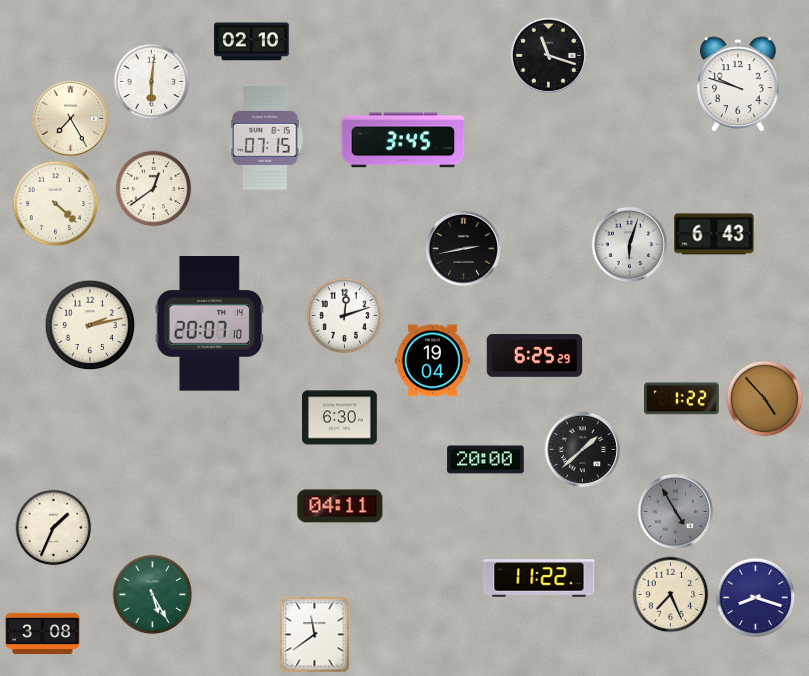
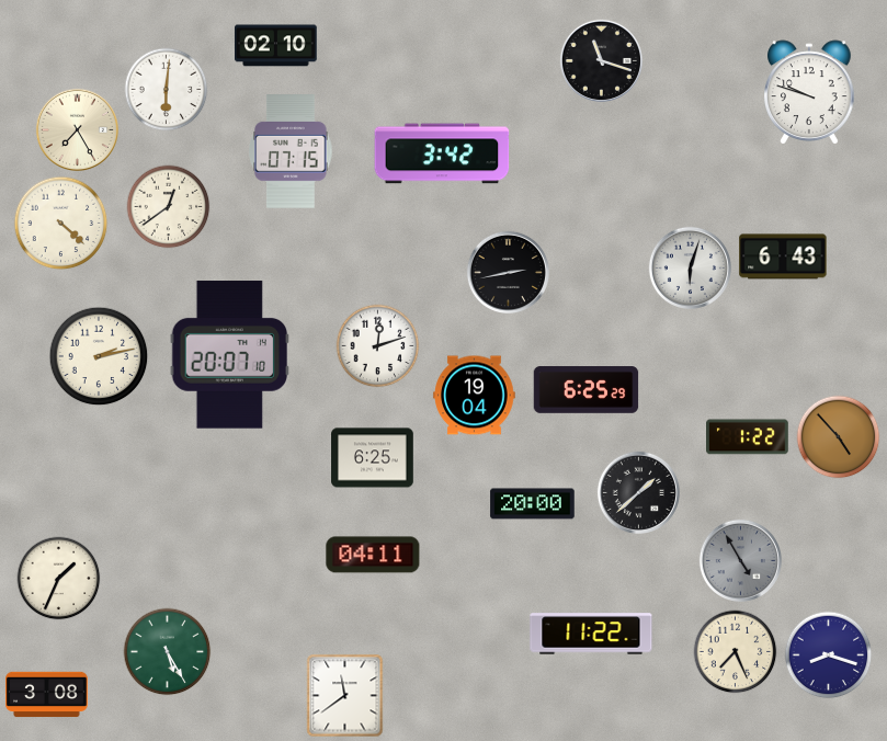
clock at (403, 140): 3:45 -> 3:42
clock at (340, 418): 6:30 -> 6:25
